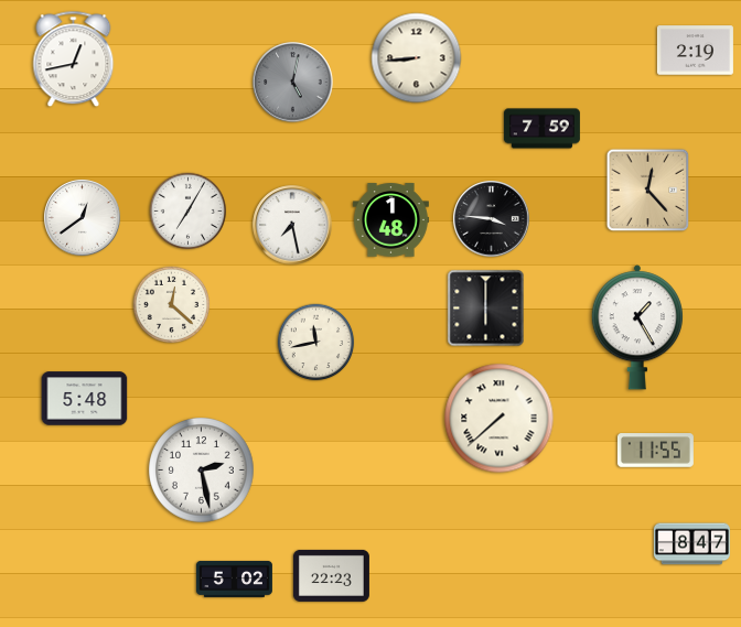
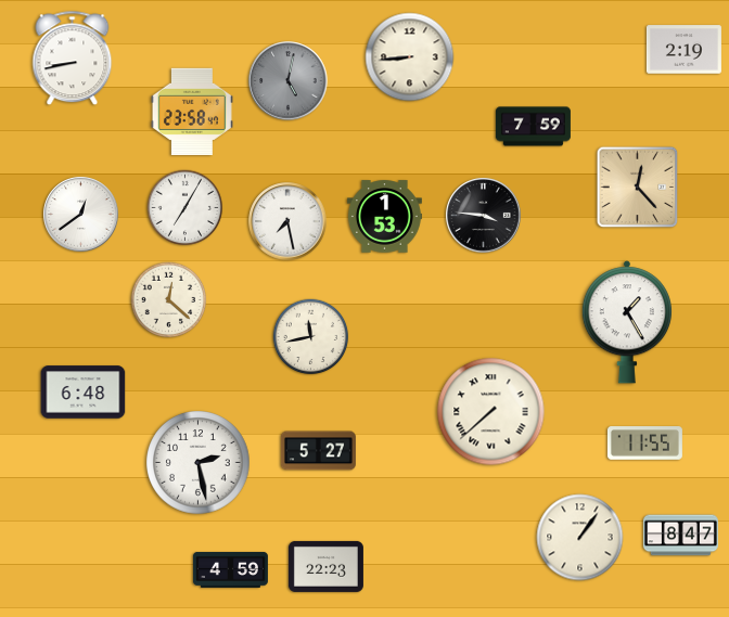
clock at (74, 60): 12:43 -> 8:43
clock at (192, 112): none -> 23:58
clock at (390, 220): 1:48 -> 1:53
clock at (486, 309): 6:00 -> none
clock at (85, 399): 5:48 -> 6:48
clock at (318, 451): none -> 5:27
clock at (580, 538): none -> 1:06
clock at (234, 579): 5:02 -> 4:59
